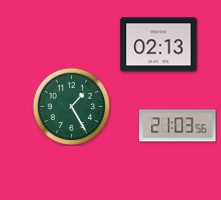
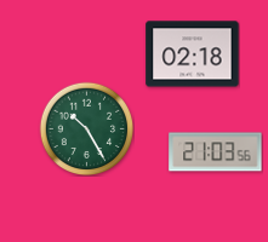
clock at (159, 45): 02:13 -> 02:18
clock at (71, 106): 1:25 -> 10:25
